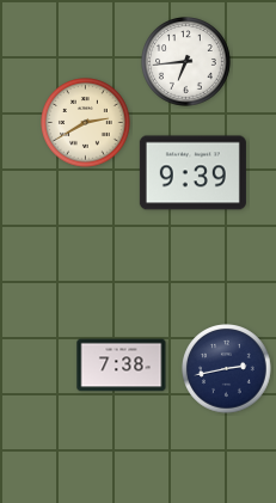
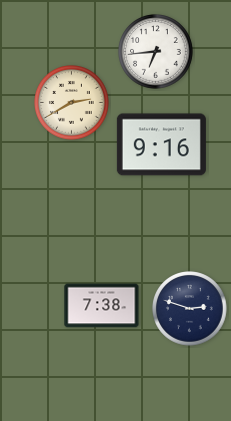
clock at (192, 173): 9:39 -> 9:16
clock at (227, 369): 2:43 -> 2:48
